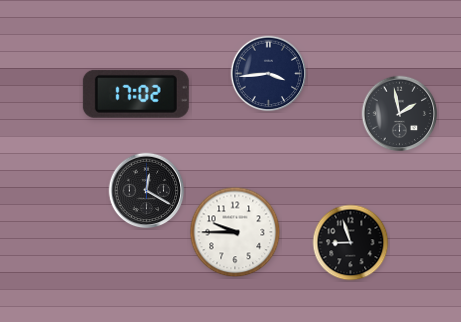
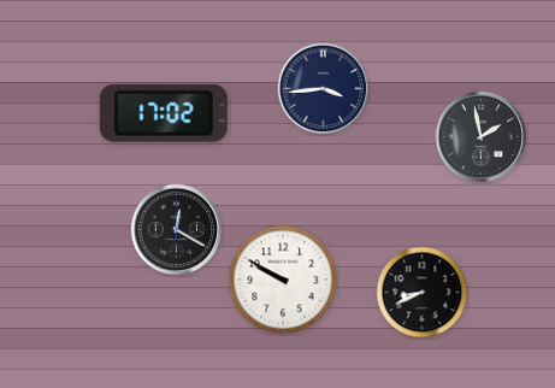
clock at (235, 232): 9:45 -> 9:50
clock at (351, 243): 8:57 -> 8:41
